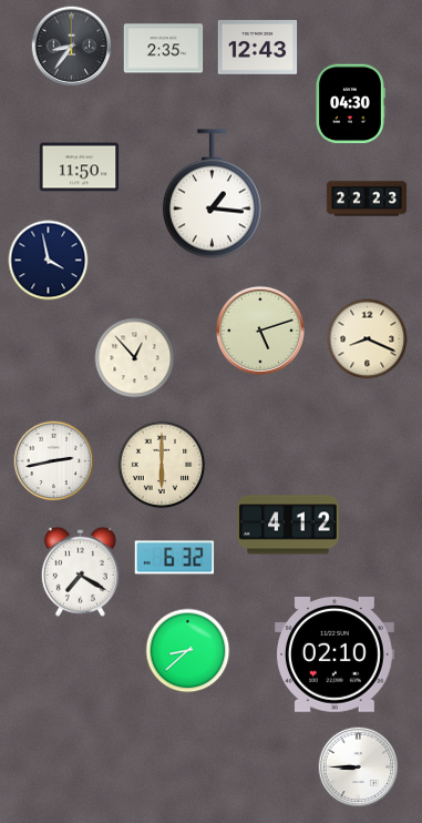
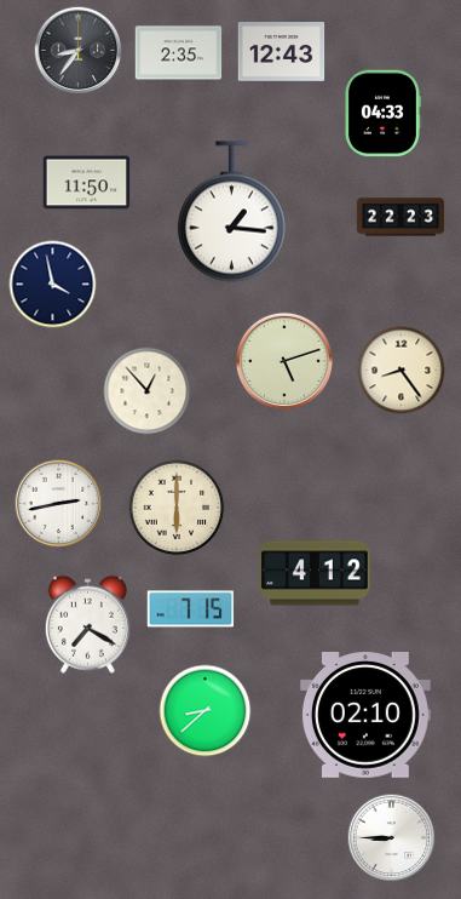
clock at (351, 104): 04:30 -> 04:33
clock at (368, 339): 8:19 -> 8:24
clock at (175, 558): 6:32 -> 7:15
